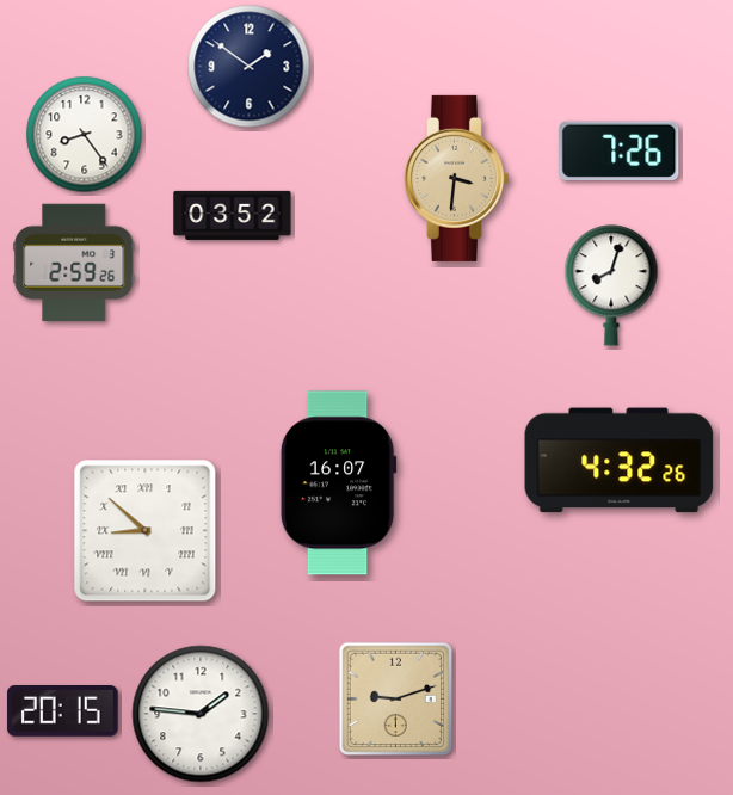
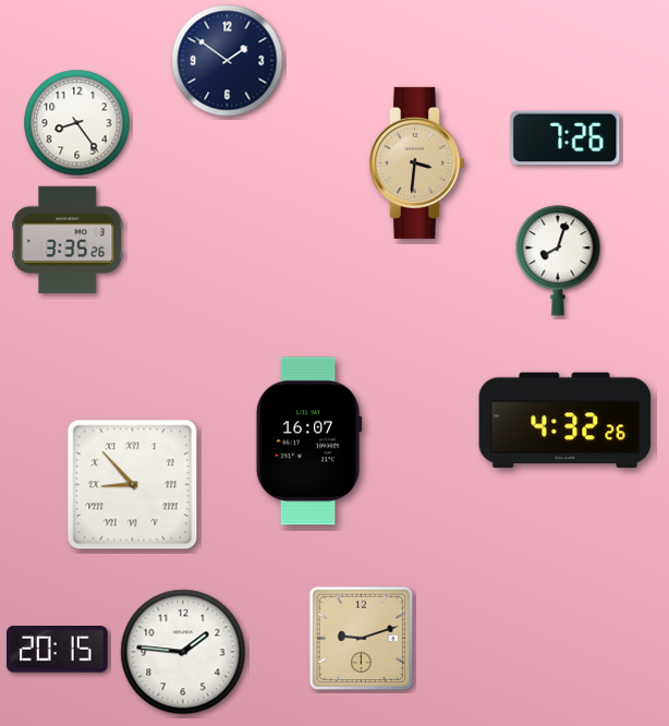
clock at (233, 215): 03:52 -> none
clock at (74, 261): 2:59 -> 3:35
clock at (146, 531): 8:52 -> 8:53
